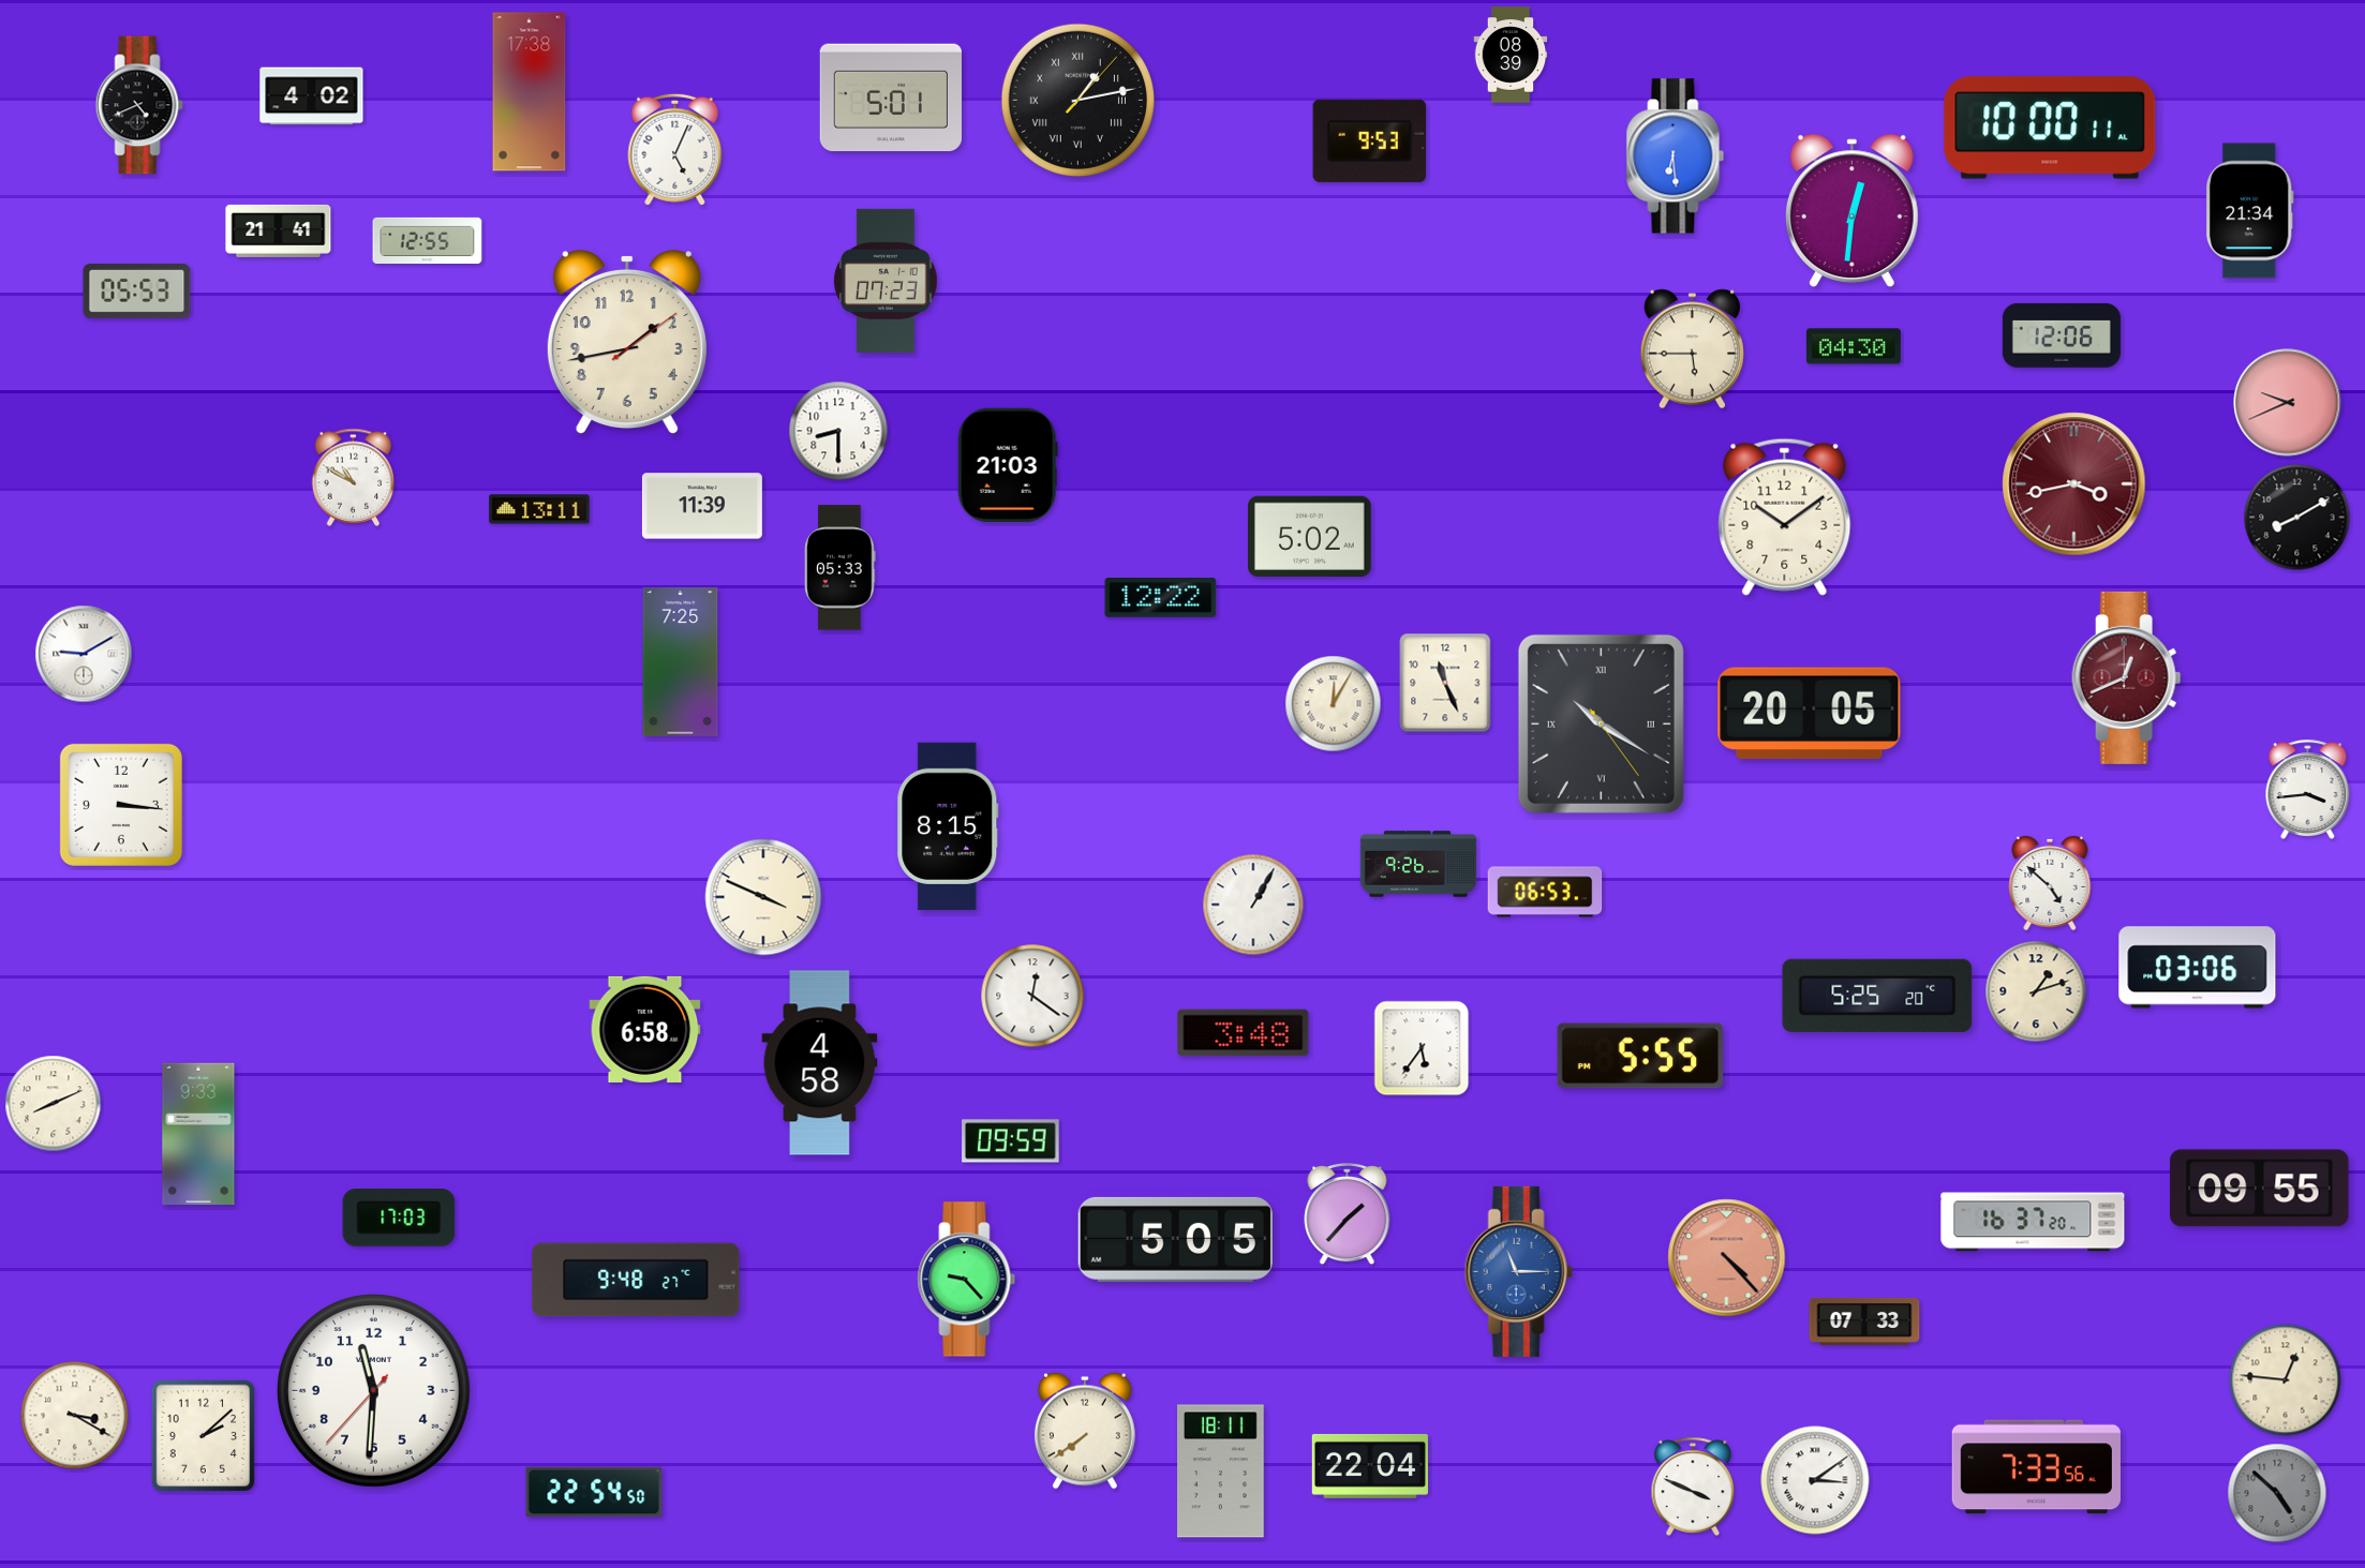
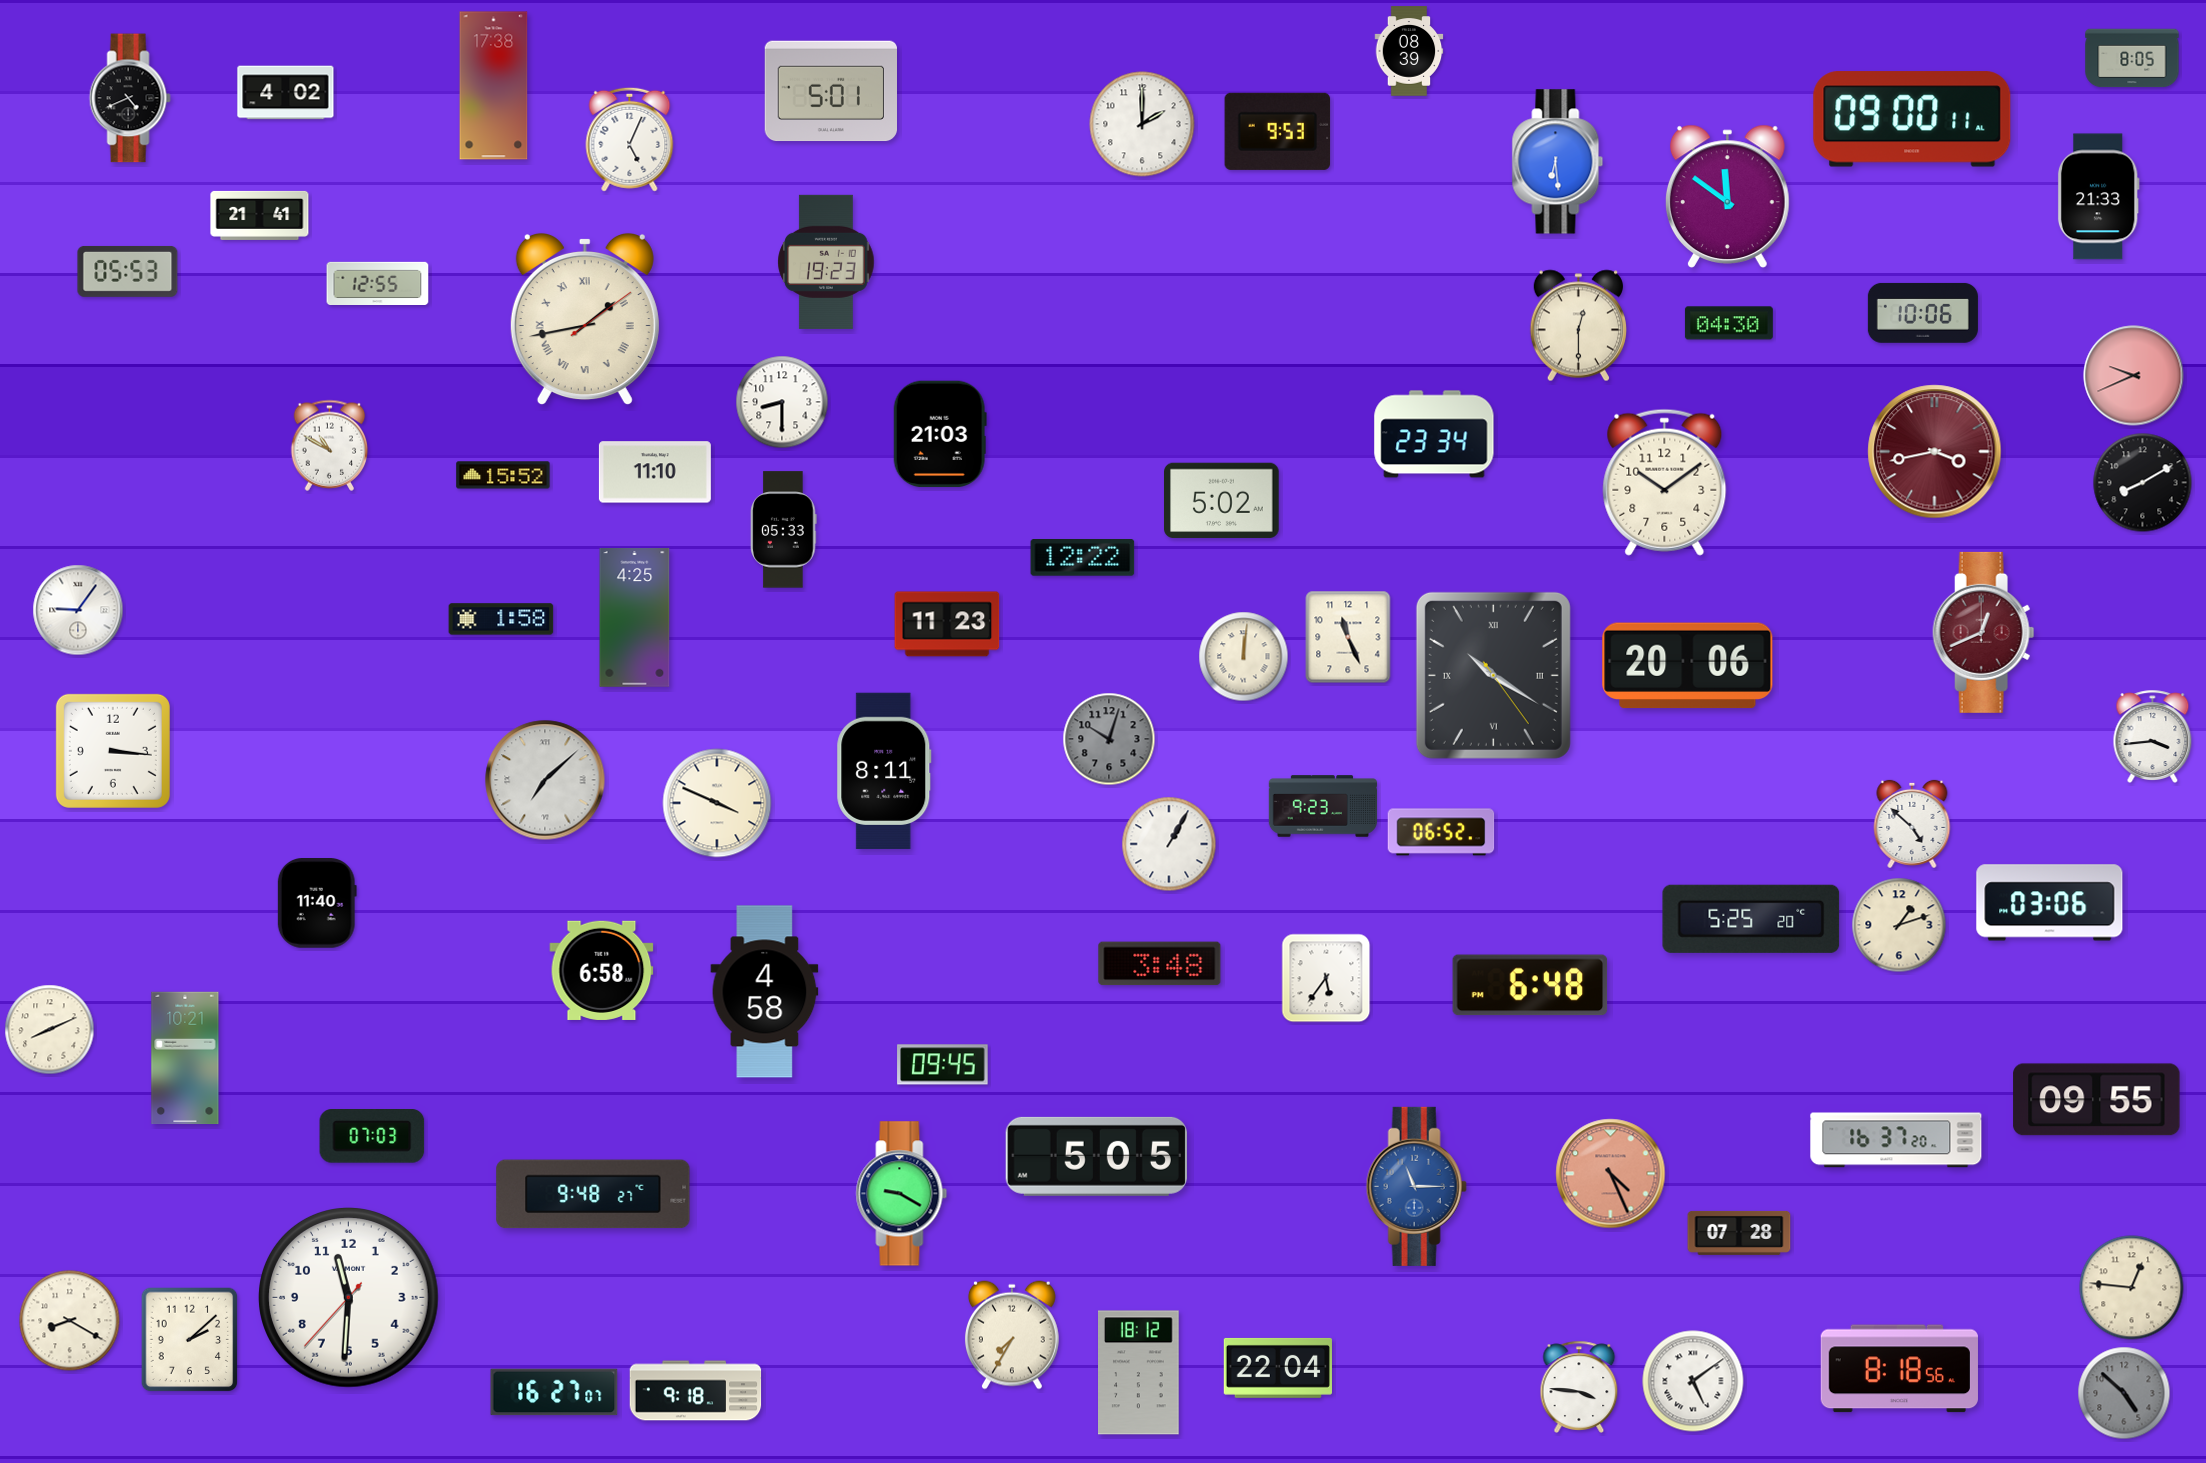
clock at (2132, 58): none -> 8:05
clock at (312, 96) position: (312, 96) -> (286, 93)
clock at (1077, 100): 1:13 -> none
clock at (2050, 128): 10:00 -> 09:00
clock at (1142, 124): none -> 2:00
clock at (1676, 156) position: (1676, 156) -> (1558, 162)
clock at (1851, 210): 12:31 -> 11:51
clock at (2249, 211): 21:34 -> 21:33
clock at (428, 240) position: (428, 240) -> (378, 283)
clock at (886, 281): 07:23 -> 19:23
clock at (2062, 335): 12:06 -> 10:06
clock at (627, 342) numerals: Arabic -> Roman
clock at (1692, 349): 5:45 -> 12:30
clock at (1434, 434): none -> 23:34
clock at (702, 506): 11:39 -> 11:10
clock at (539, 509): 13:11 -> 15:52
clock at (84, 654): 9:10 -> 9:06
clock at (681, 662): 7:25 -> 4:25
clock at (501, 619): none -> 1:58
clock at (947, 624): none -> 11:23
clock at (1334, 704): 12:05 -> 12:01
clock at (1810, 714): 20:05 -> 20:06
clock at (1109, 739): none -> 10:03
clock at (948, 826): 8:15 -> 8:11
clock at (545, 780): none -> 7:08
clock at (1418, 864): 9:26 -> 9:23
clock at (1545, 892): 06:53 -> 06:52
clock at (763, 897) position: (763, 897) -> (717, 803)
clock at (317, 904): none -> 11:40
clock at (1032, 996): 12:21 -> none
clock at (1877, 996) position: (1877, 996) -> (1751, 919)
clock at (645, 1029) position: (645, 1029) -> (602, 970)
clock at (1640, 1056): 5:55 -> 6:48
clock at (198, 1134): 9:33 -> 10:21
clock at (1011, 1141): 09:59 -> 09:45
clock at (2260, 1189) position: (2260, 1189) -> (2097, 1100)
clock at (1348, 1214): 1:37 -> none
clock at (399, 1219): 17:03 -> 07:03
clock at (1727, 1258): 4:23 -> 4:26
clock at (967, 1280): 9:23 -> 9:20
clock at (1864, 1321): 07:33 -> 07:28
clock at (75, 1416): 3:20 -> 8:20
clock at (1085, 1431): 7:39 -> 7:35
clock at (2036, 1467): 7:33 -> 8:18
clock at (1221, 1472): 18:11 -> 18:12
clock at (1815, 1480): 3:09 -> 5:09
clock at (1693, 1487): 3:49 -> 3:46
clock at (696, 1391): none -> 9:18
clock at (594, 1492): 22:54 -> 16:27
